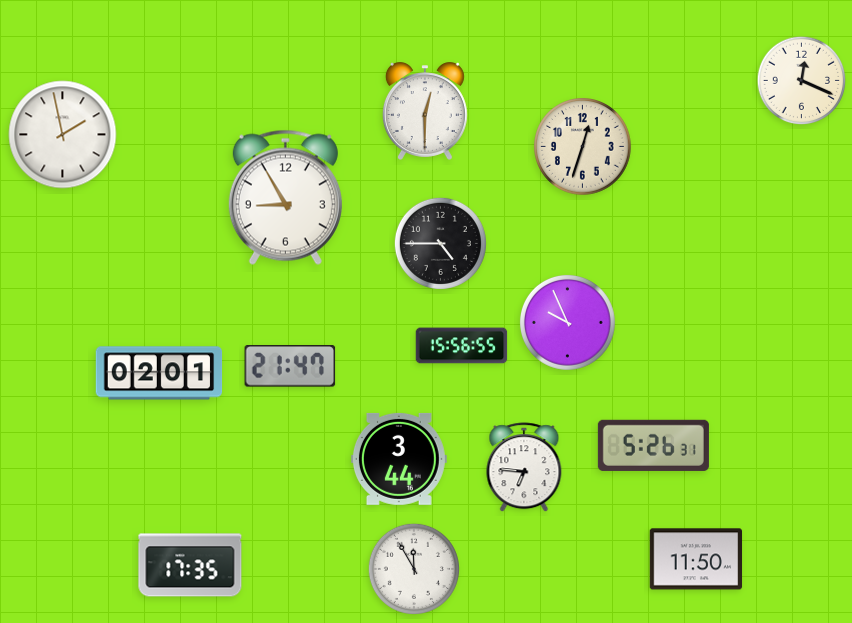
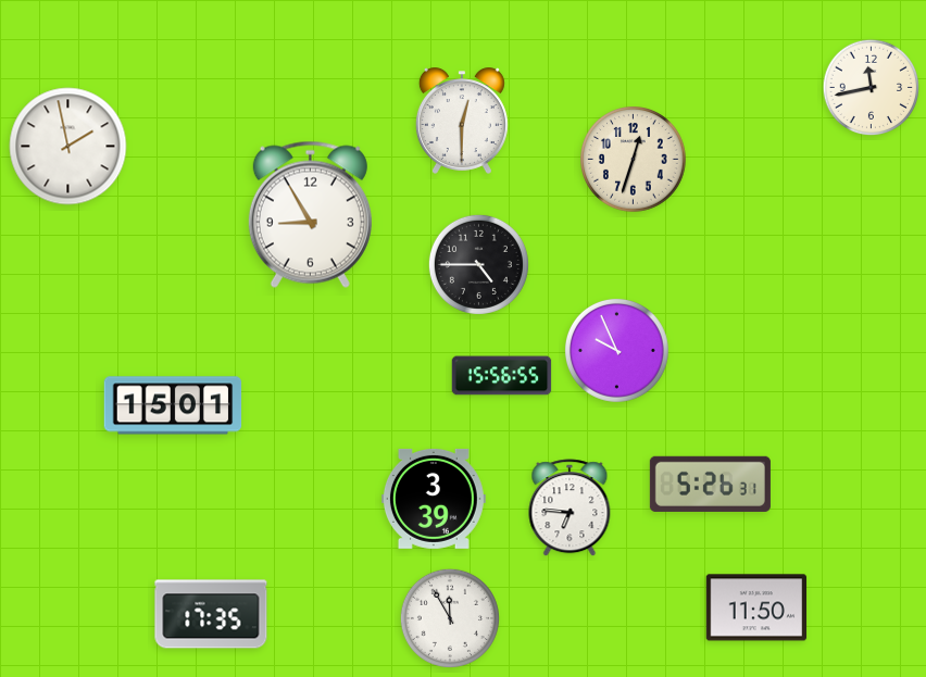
clock at (802, 81): 12:19 -> 11:43
clock at (290, 366): 21:47 -> none
clock at (159, 373): 02:01 -> 15:01
clock at (399, 459): 3:44 -> 3:39
clock at (190, 565) position: (190, 565) -> (211, 614)
